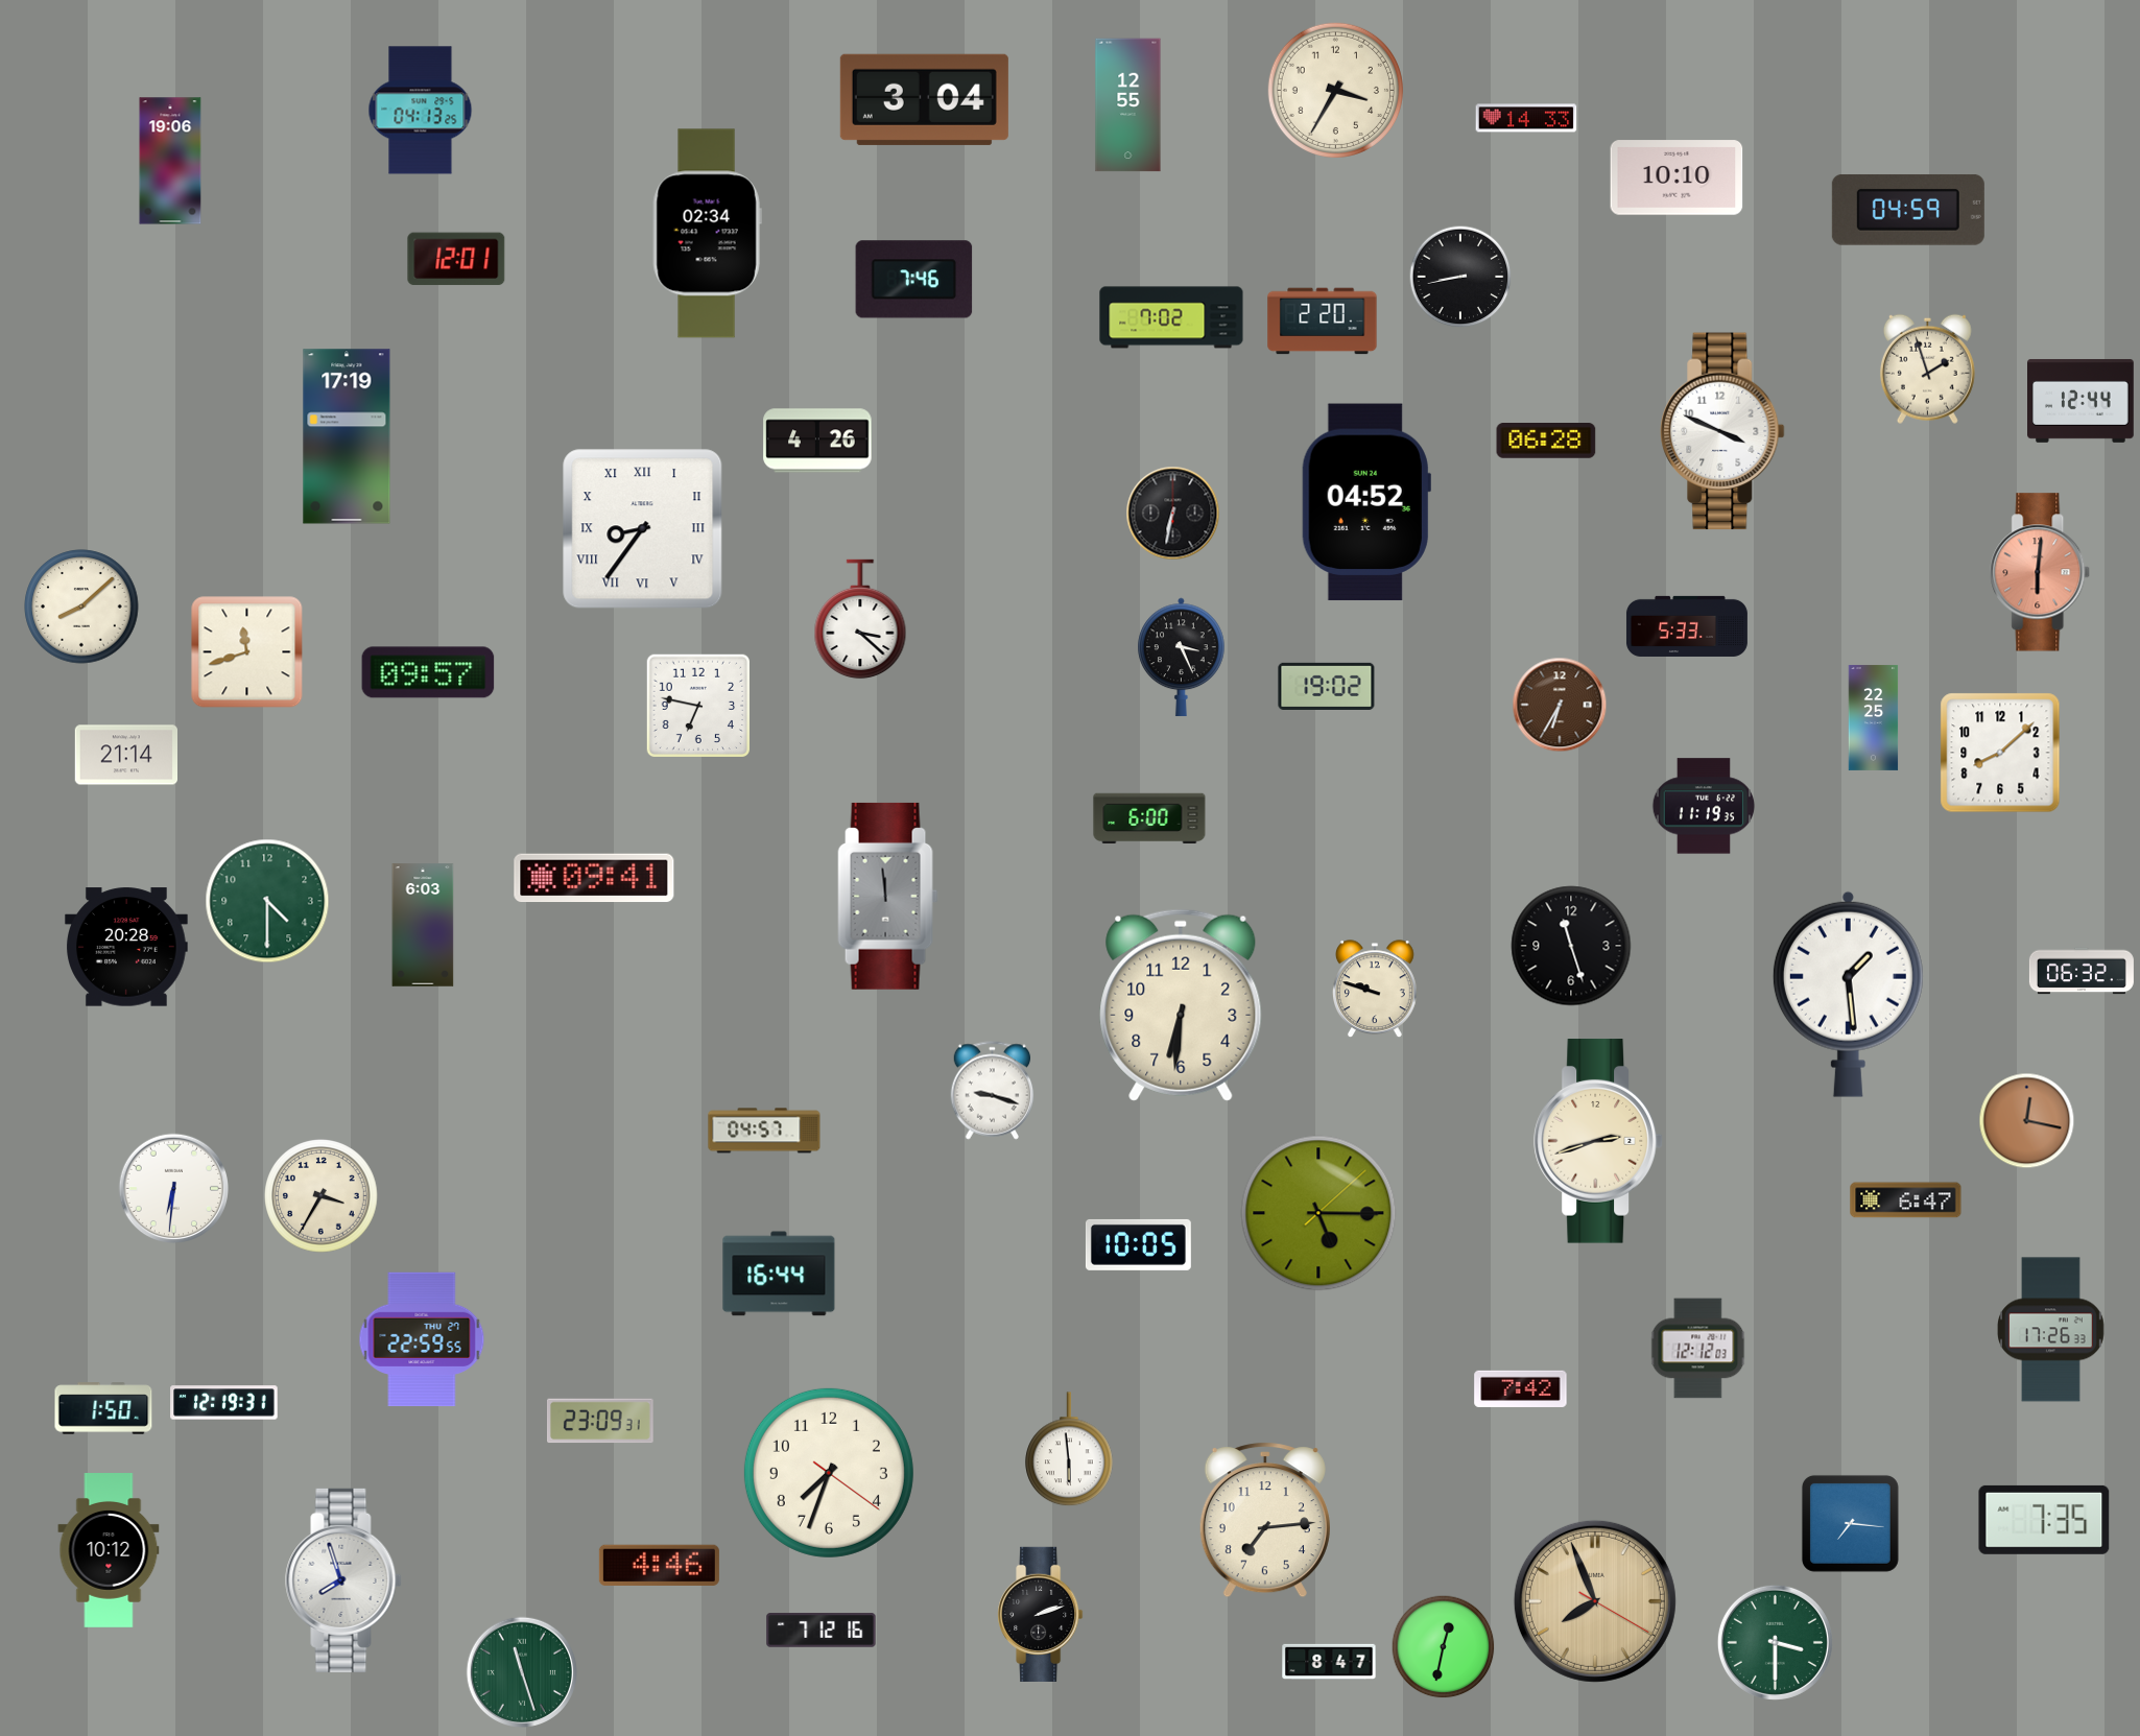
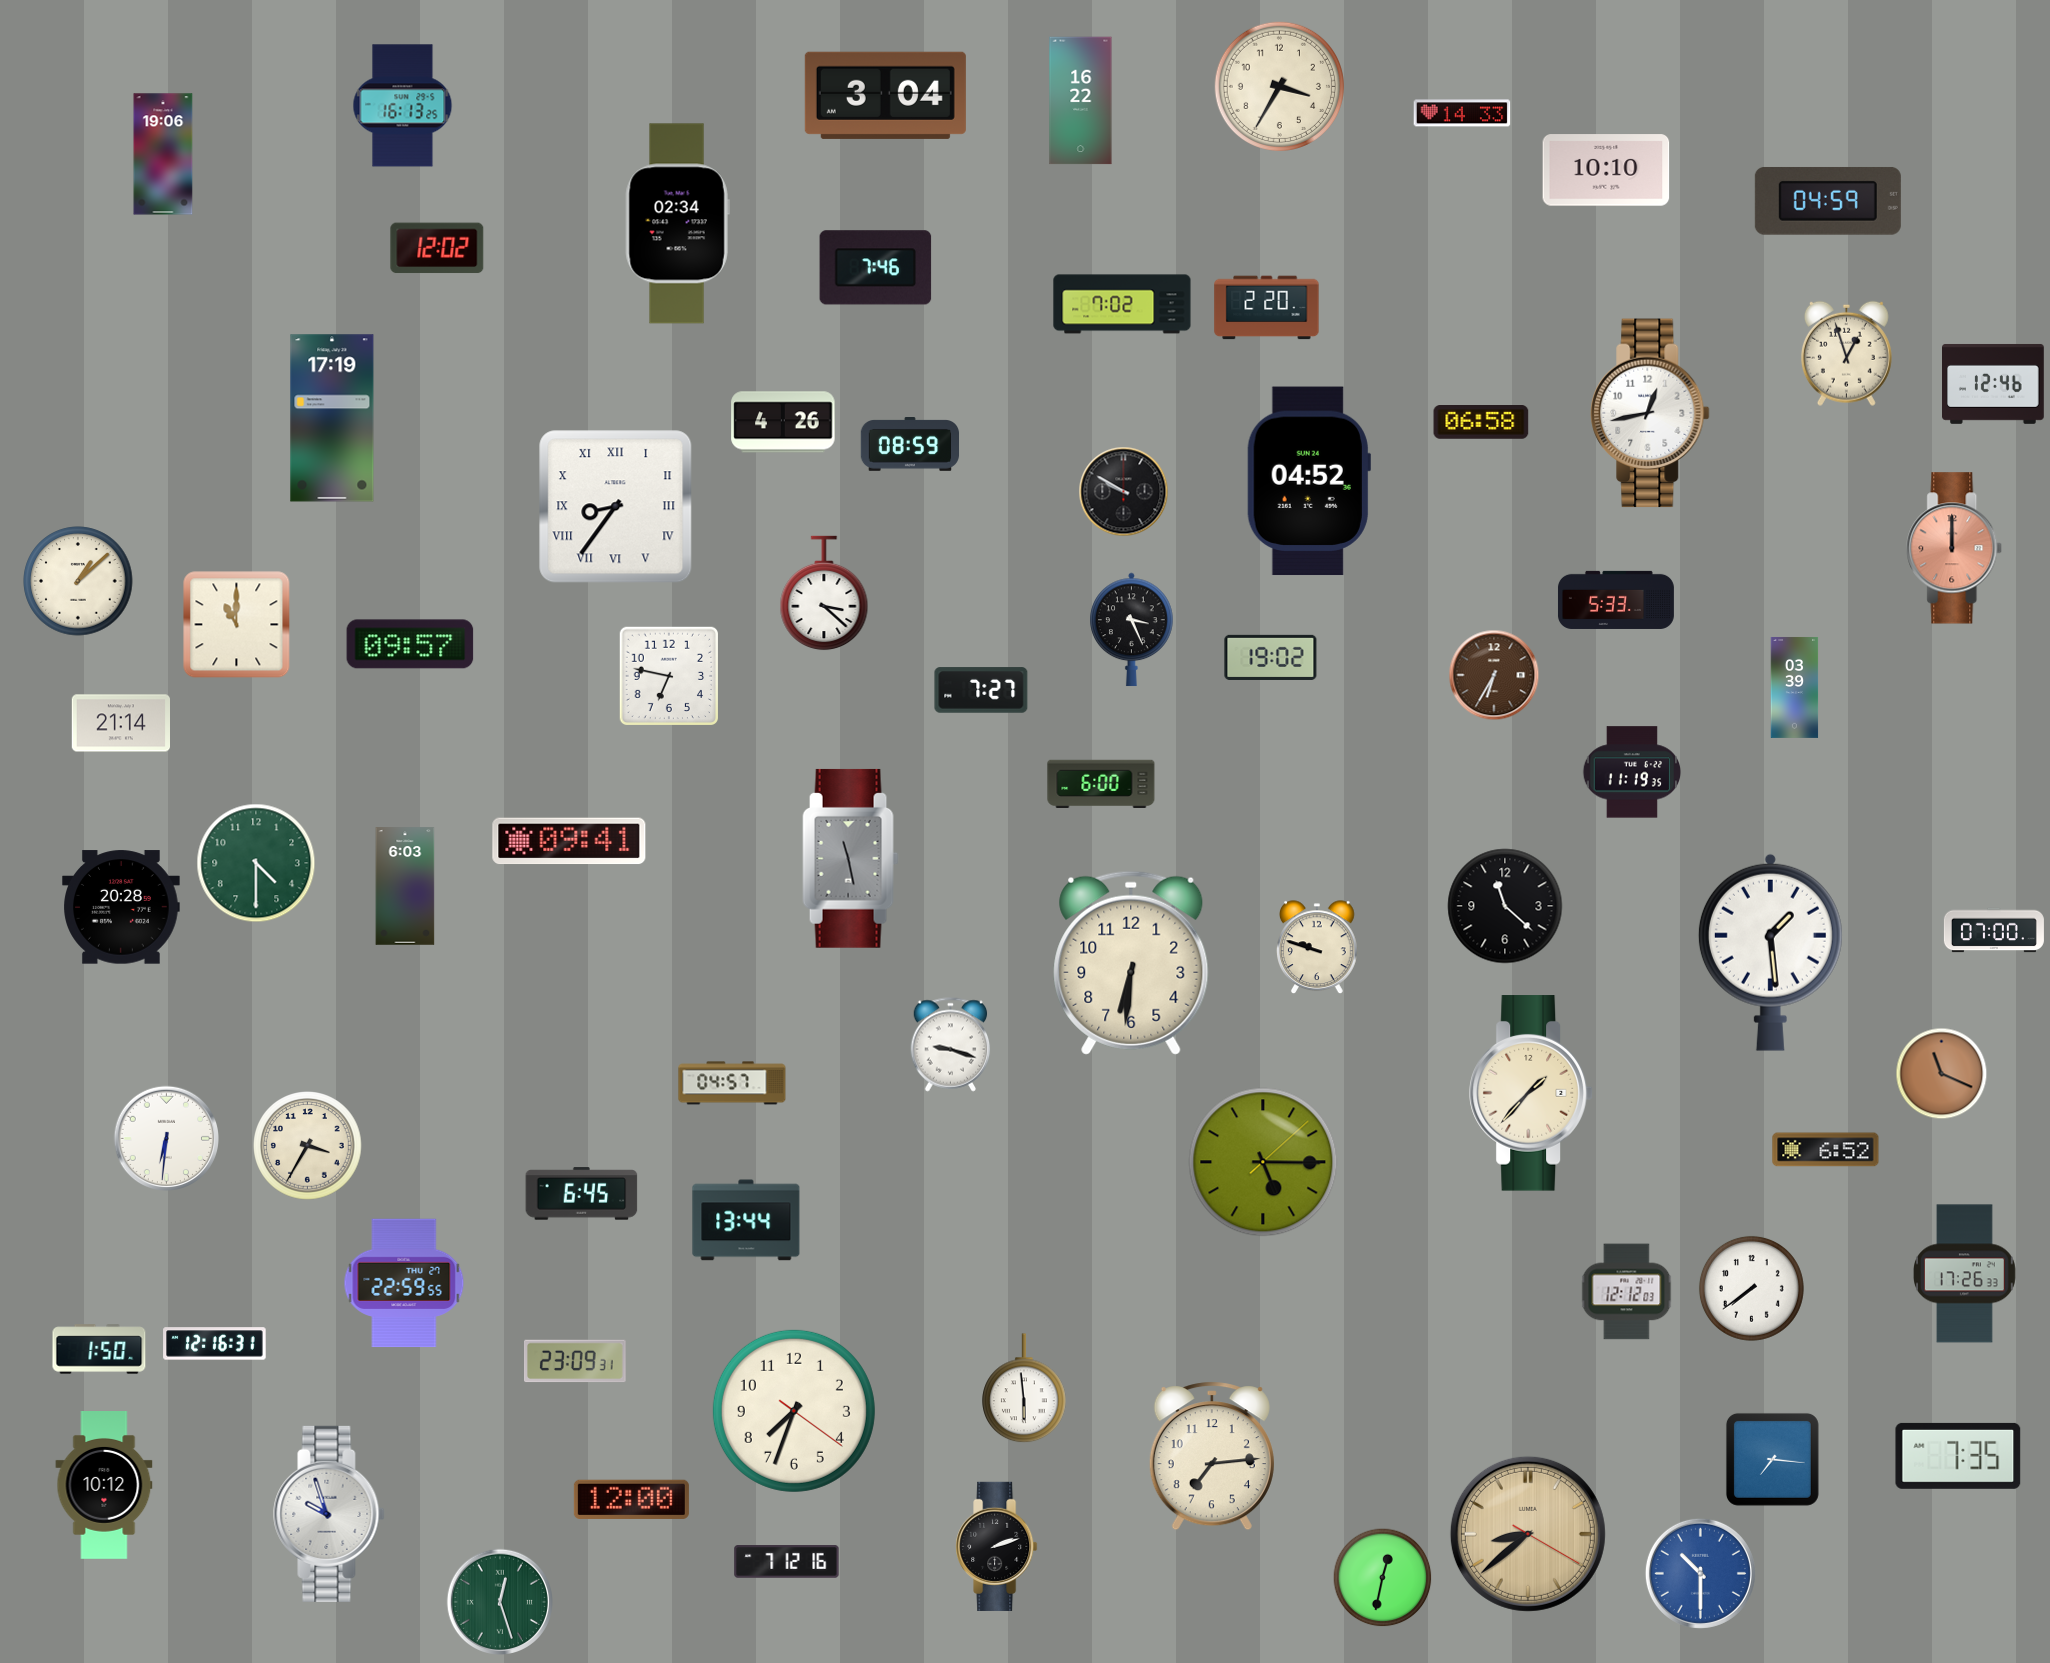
clock at (1128, 105): 12:55 -> 16:22
clock at (421, 111): 04:13 -> 16:13
clock at (456, 259): 12:01 -> 12:02
clock at (1460, 277): 8:43 -> none
clock at (1927, 368): 1:57 -> 12:57
clock at (2082, 401): 12:44 -> 12:46
clock at (1722, 431): 3:49 -> 12:43
clock at (1546, 442): 06:28 -> 06:58
clock at (910, 445): none -> 08:59
clock at (1173, 514): 6:32 -> 9:50
clock at (2041, 572): 6:01 -> 12:00
clock at (81, 607): 8:08 -> 1:08
clock at (247, 652): 11:42 -> 11:00
clock at (1874, 717): 22:25 -> 03:39
clock at (981, 690): none -> 7:27
clock at (2000, 753): 8:08 -> none
clock at (888, 896): 11:59 -> 11:28
clock at (1571, 946): 11:27 -> 11:22
clock at (2082, 971): 06:32 -> 07:00
clock at (2027, 1121): 12:17 -> 11:19
clock at (1598, 1141): 2:42 -> 1:37
clock at (1906, 1200): 6:47 -> 6:52
clock at (1138, 1244): 10:05 -> none
clock at (582, 1194): none -> 6:45
clock at (779, 1274): 16:44 -> 13:44
clock at (1751, 1288): none -> 7:39
clock at (1521, 1388): 7:42 -> none
clock at (224, 1403): 12:19 -> 12:16
clock at (659, 1565): 4:46 -> 12:00
clock at (343, 1580): 7:57 -> 9:57
clock at (1595, 1601): 7:56 -> 8:38
clock at (1775, 1642): 3:30 -> 10:30
clock at (1775, 1642) dial: green -> blue
clock at (1329, 1662): 8:47 -> none
clock at (521, 1671): 11:27 -> 12:27
